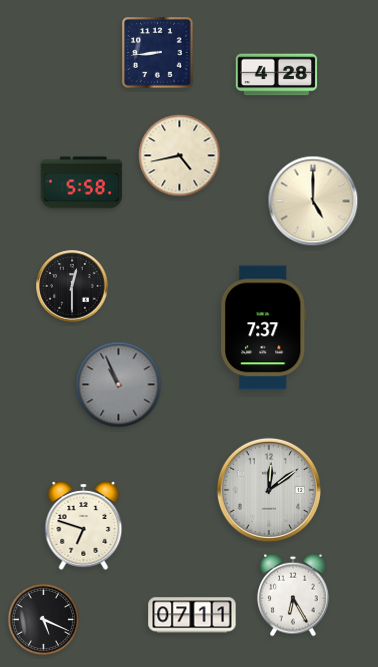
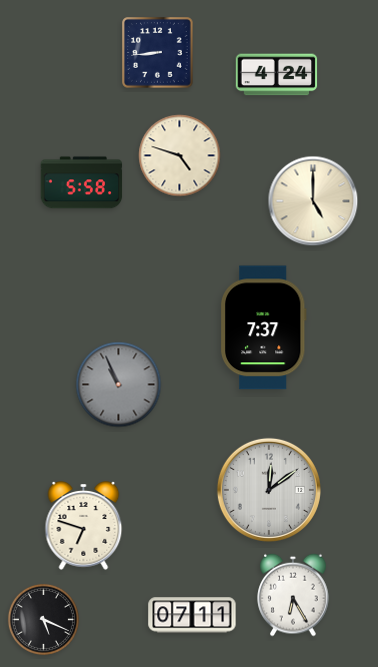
clock at (277, 75): 4:28 -> 4:24
clock at (180, 156): 4:43 -> 4:48
clock at (72, 286): 12:30 -> none
